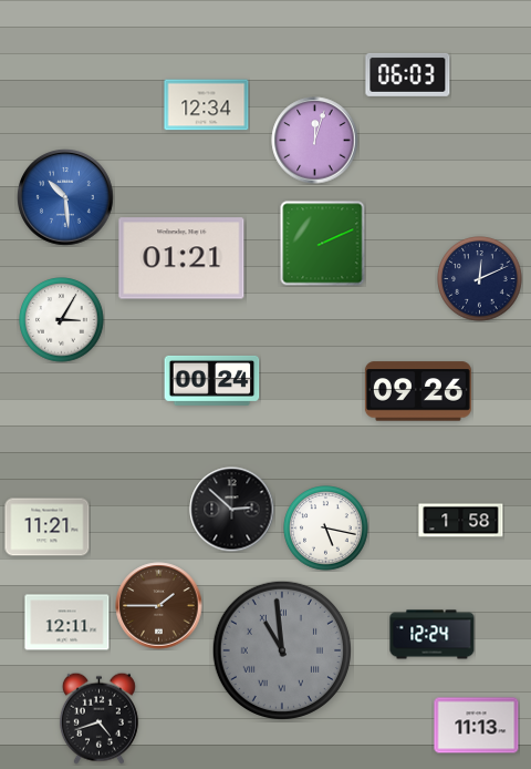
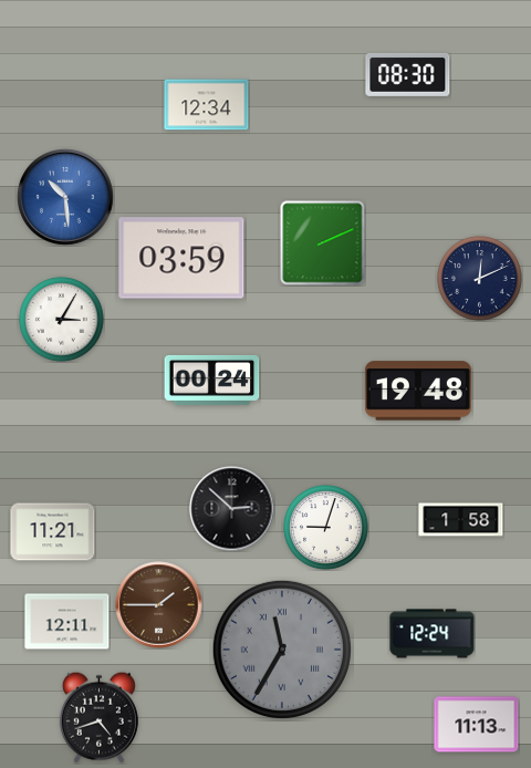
clock at (408, 74): 06:03 -> 08:30
clock at (315, 141): 12:03 -> none
clock at (181, 258): 01:21 -> 03:59
clock at (418, 391): 09:26 -> 19:48
clock at (48, 527) position: (48, 527) -> (53, 532)
clock at (326, 529): 5:17 -> 9:03
clock at (282, 650): 10:59 -> 11:35
